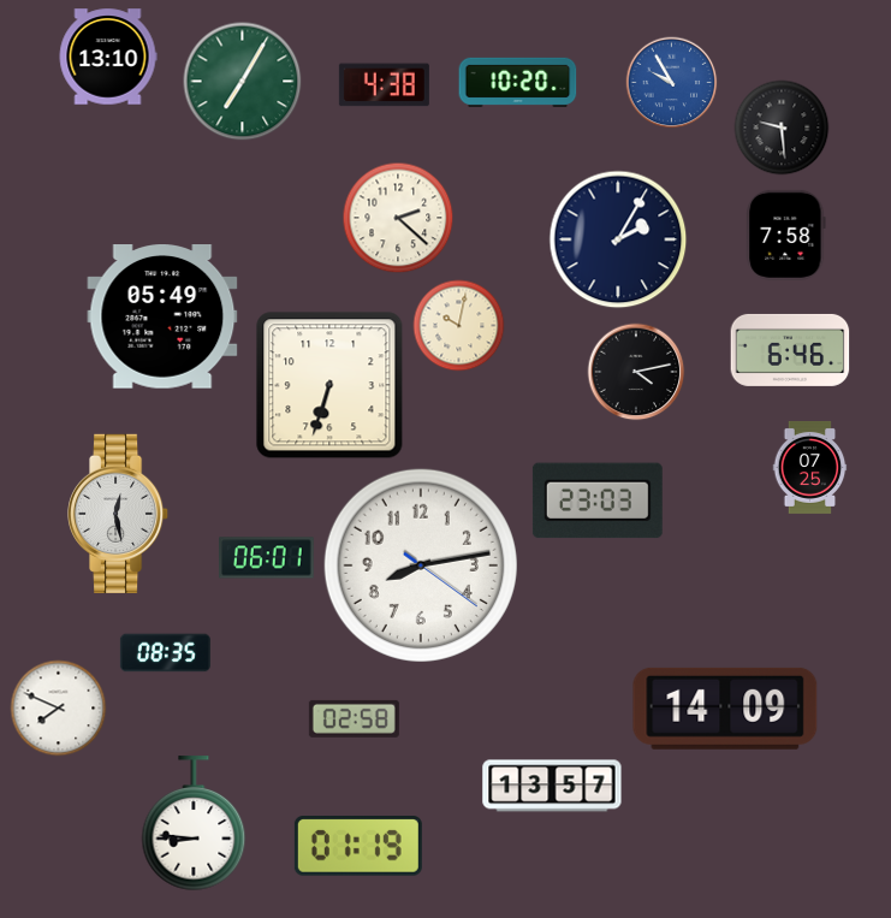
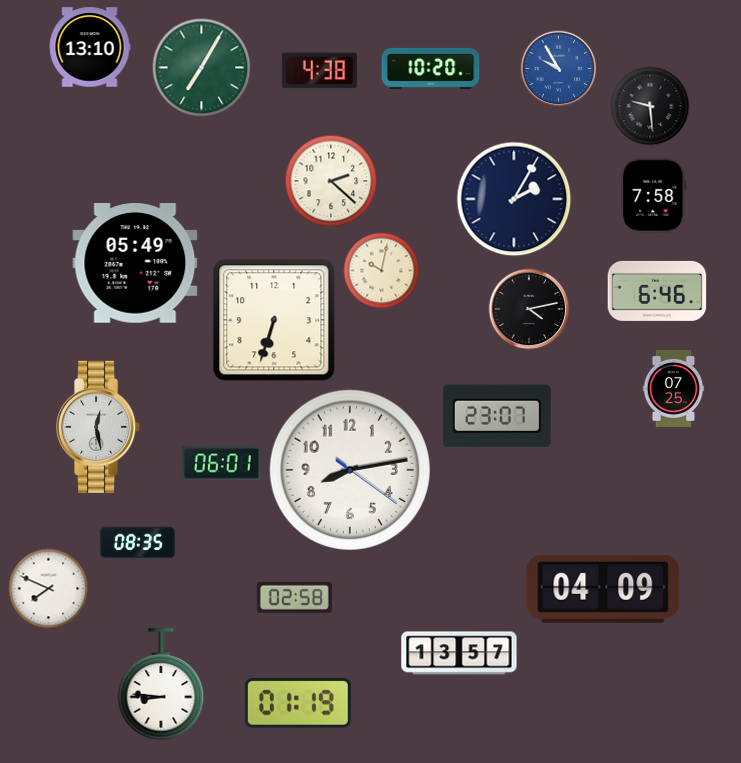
clock at (598, 501): 23:03 -> 23:07
clock at (725, 709): 14:09 -> 04:09
